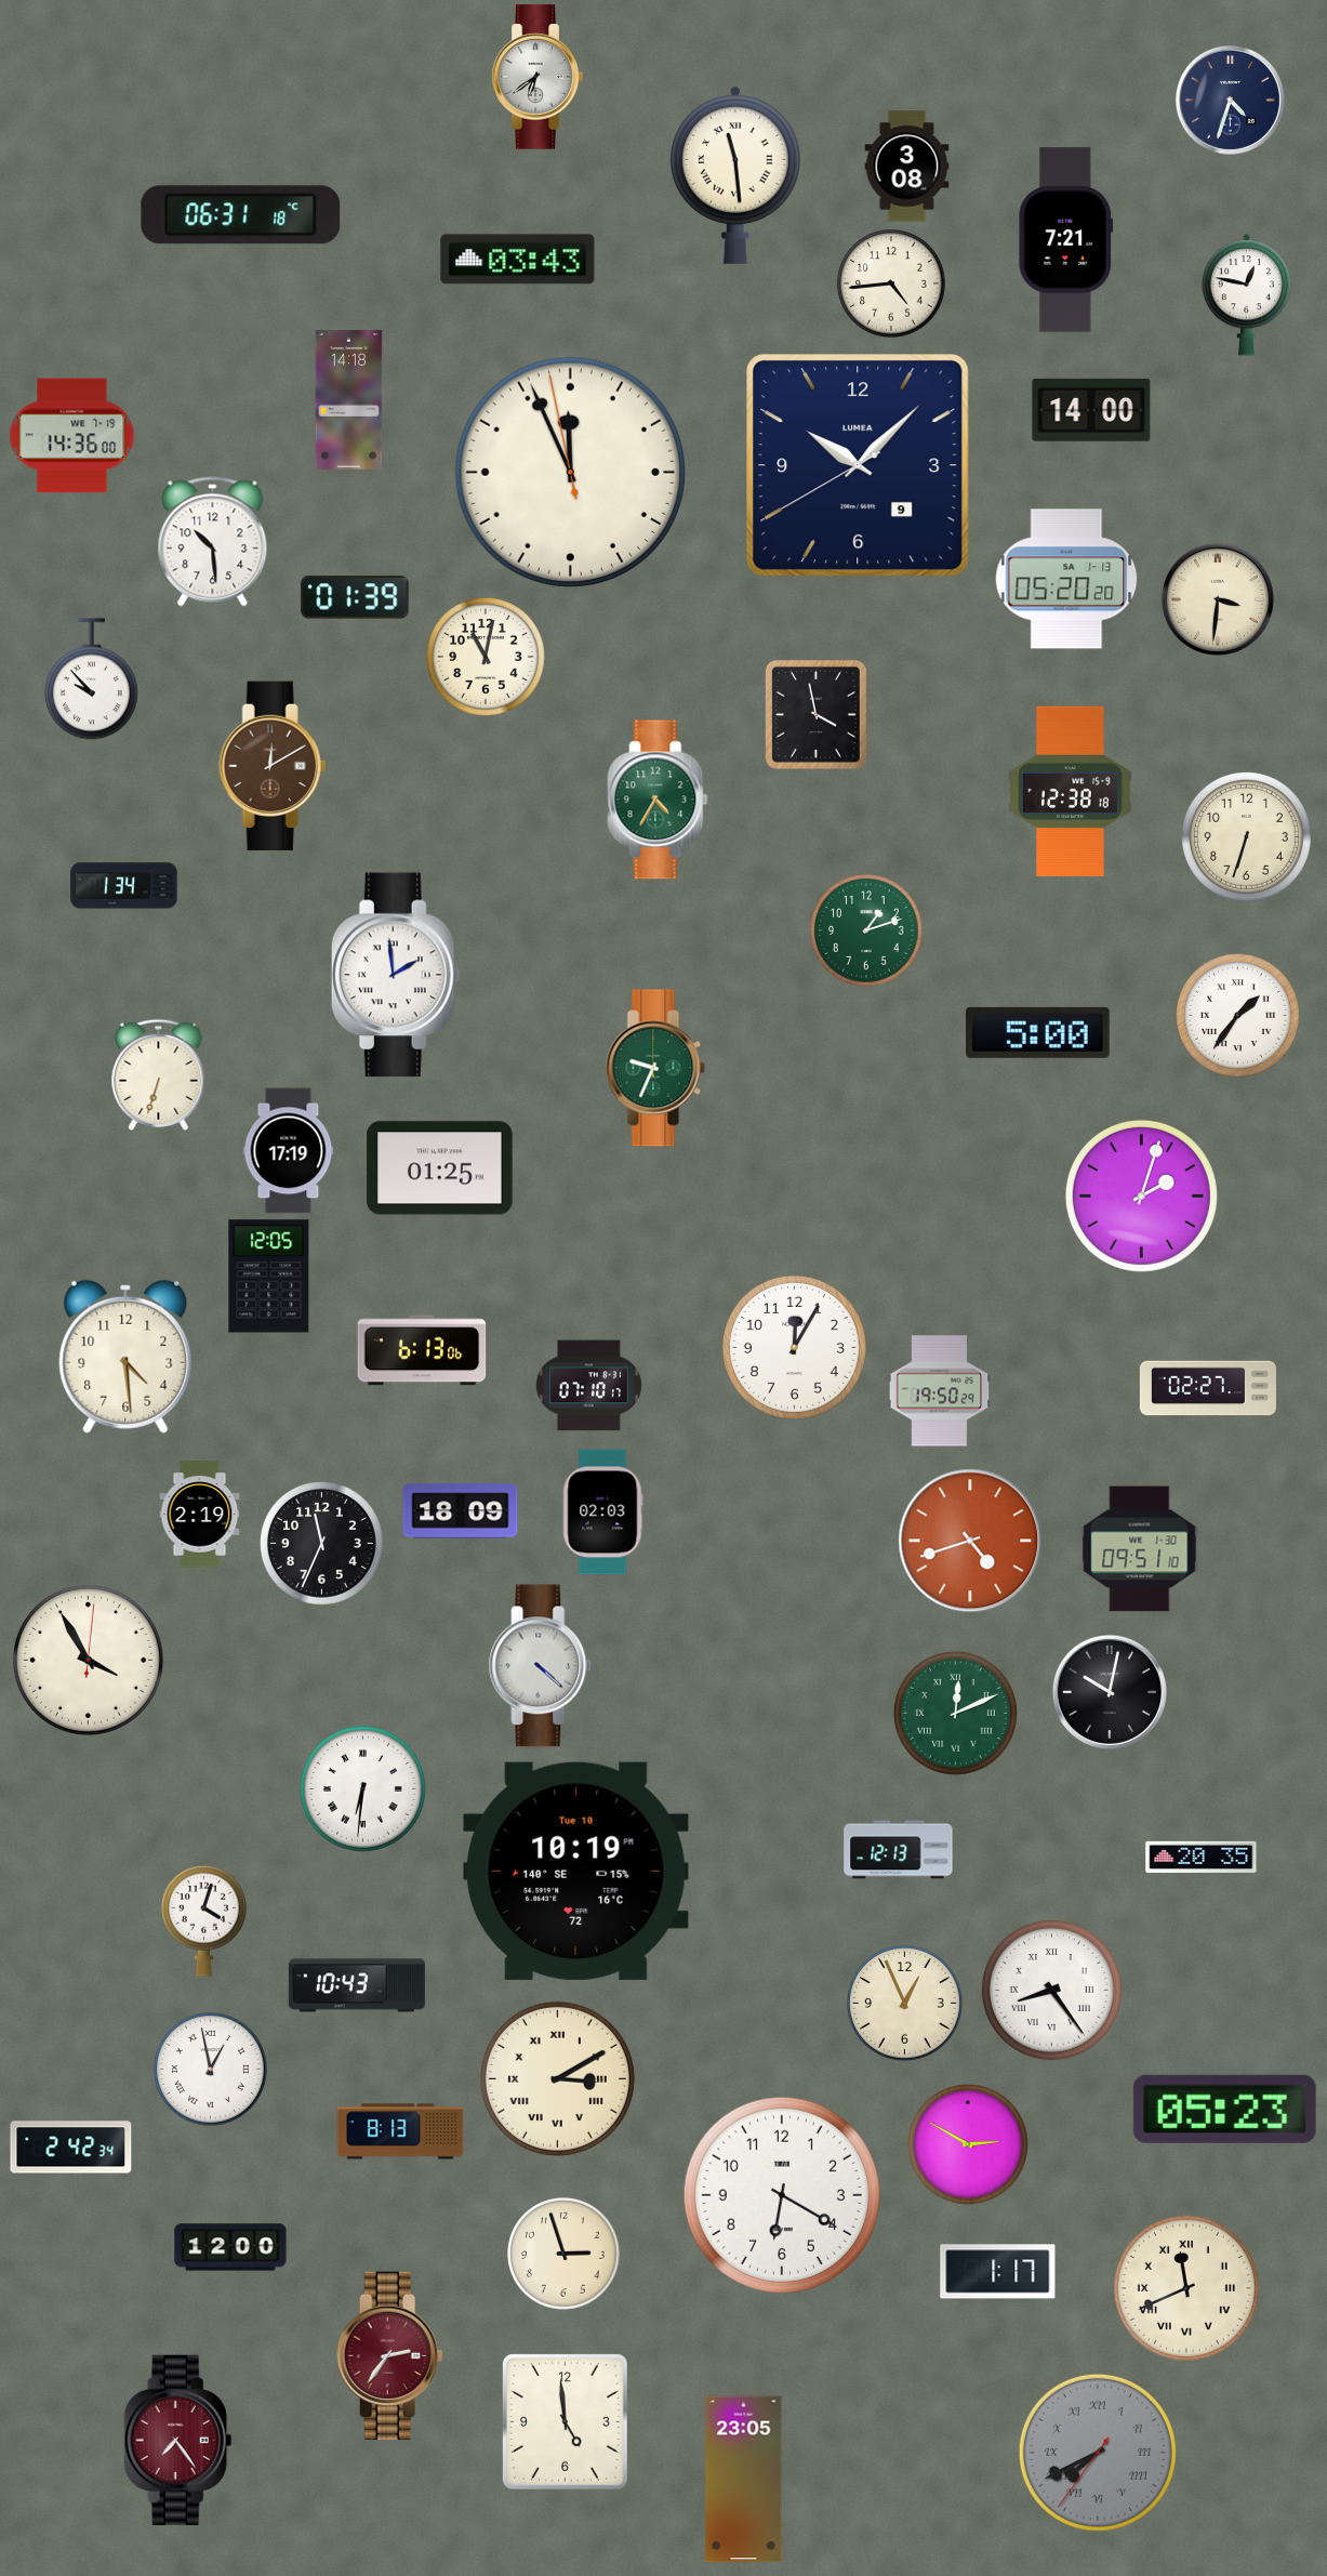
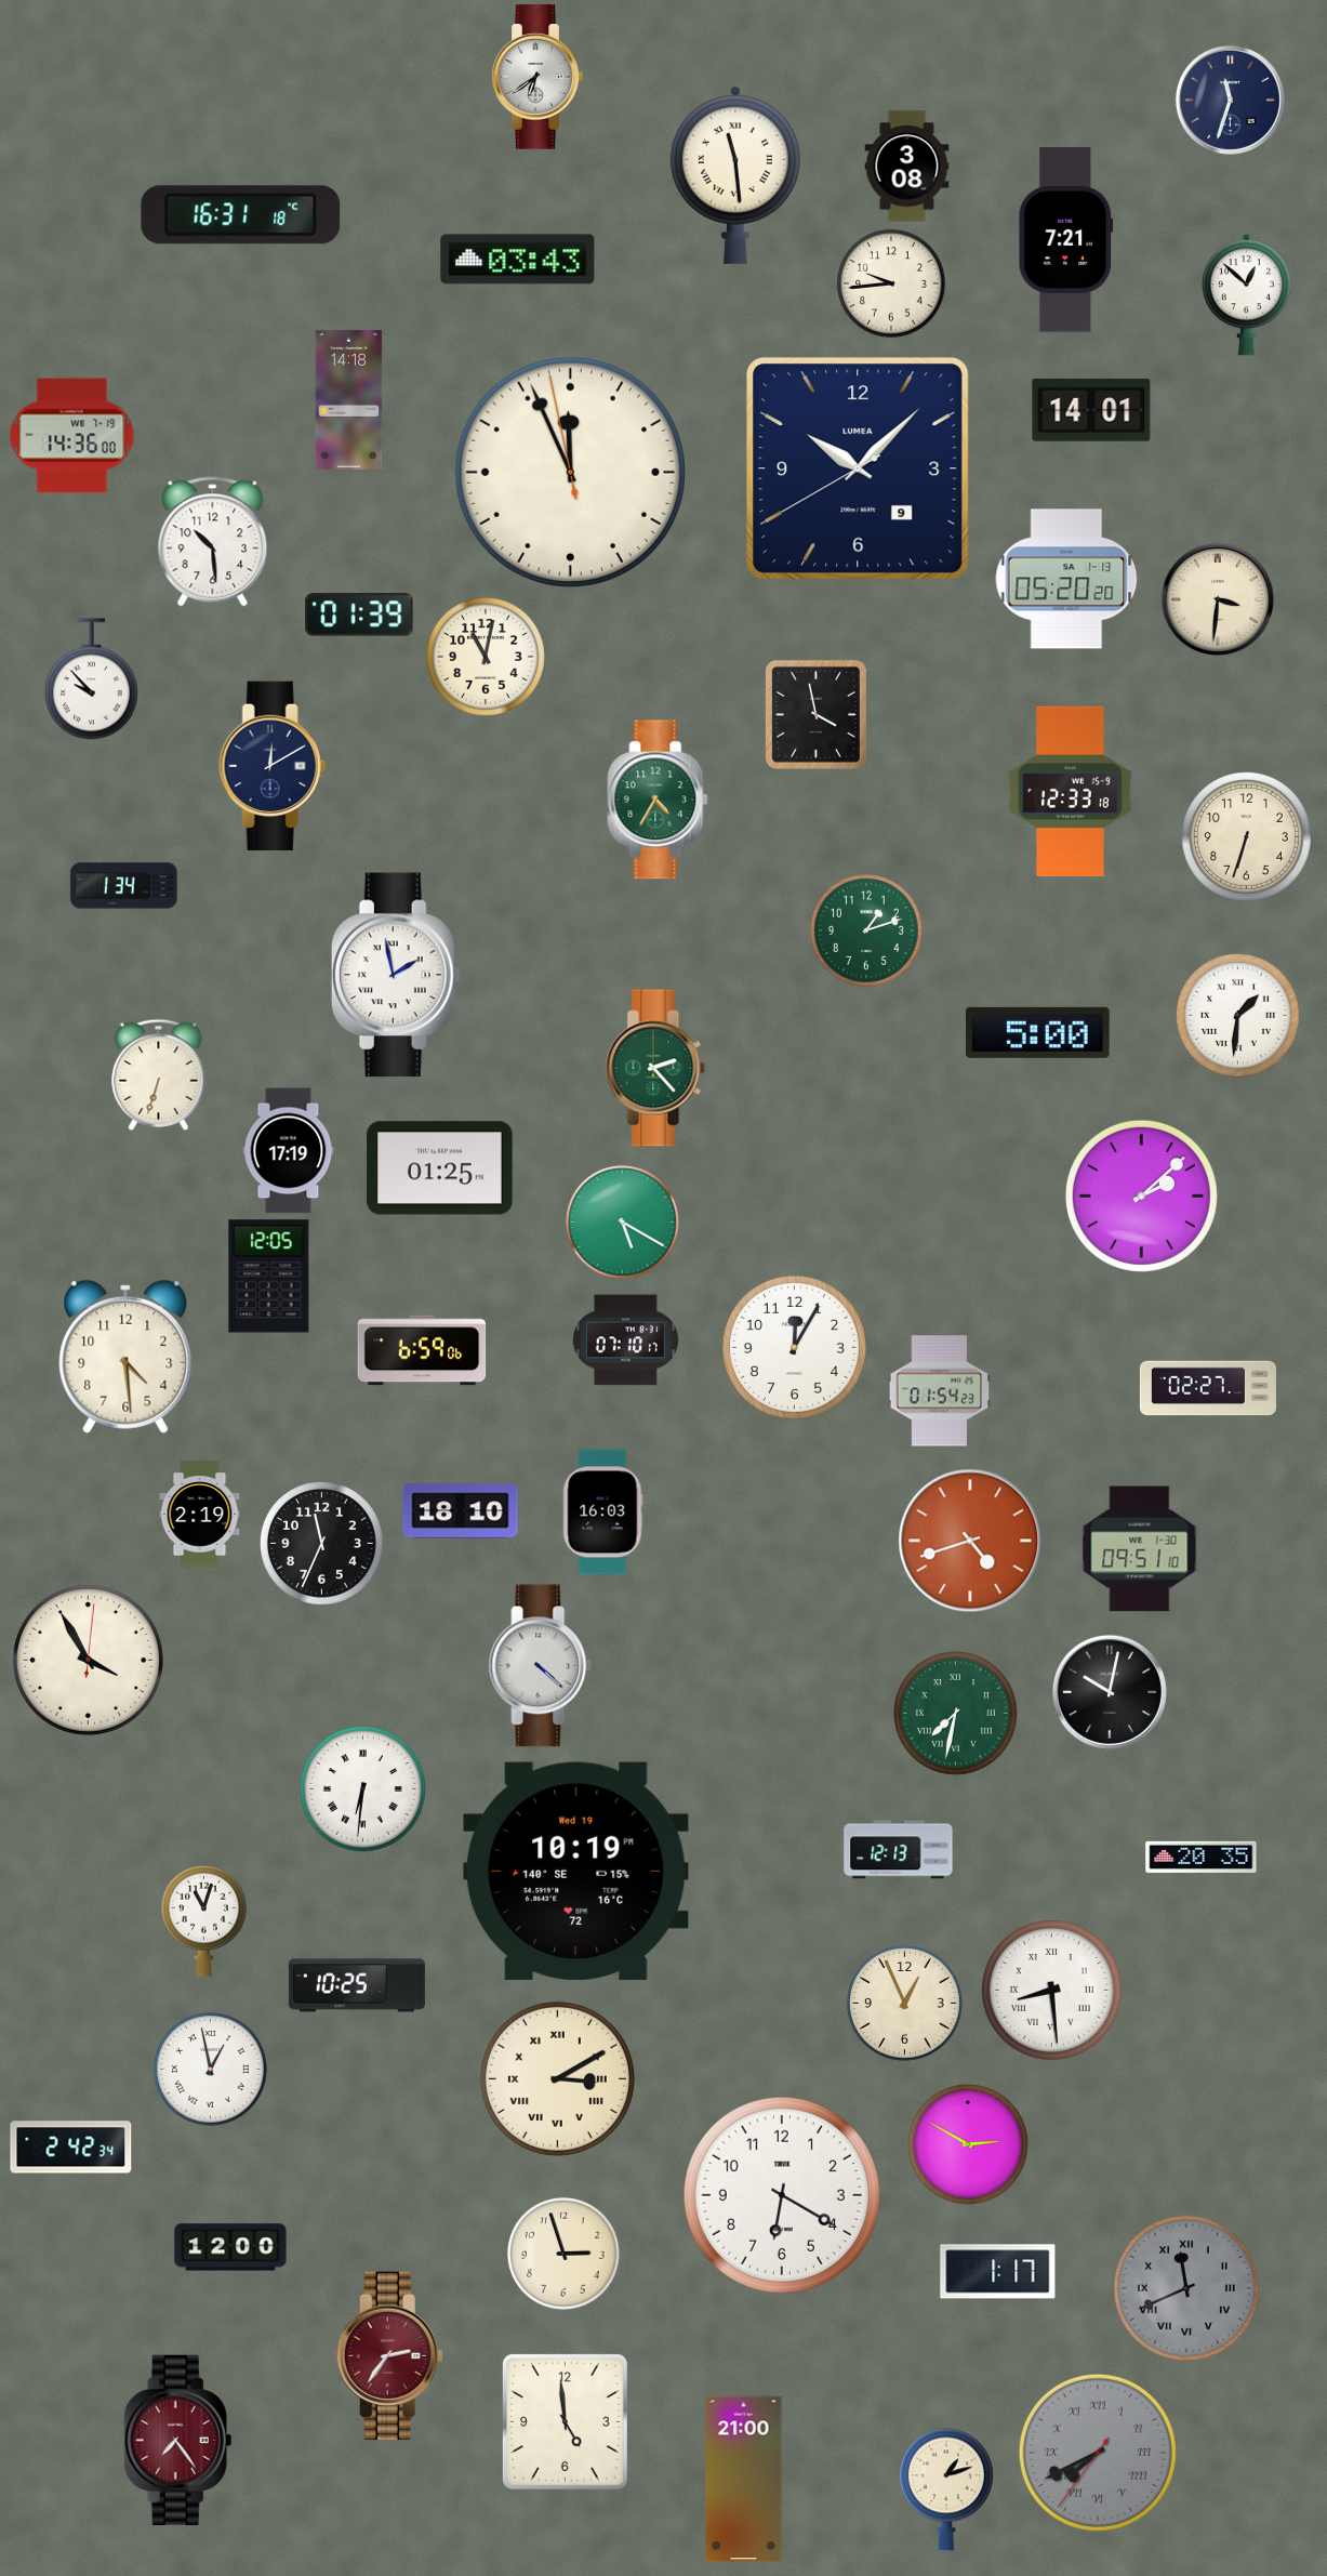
clock at (1230, 100): 4:33 -> 11:33
clock at (241, 215): 06:31 -> 16:31
clock at (891, 283): 4:44 -> 9:44
clock at (1246, 295): 12:47 -> 12:52
clock at (1091, 410): 14:00 -> 14:01
clock at (858, 465) position: (858, 465) -> (858, 468)
clock at (355, 597) position: (355, 597) -> (359, 615)
clock at (273, 766) dial: brown -> navy
clock at (1071, 792): 12:38 -> 12:33
clock at (396, 975): 1:59 -> 1:58
clock at (1238, 1016): 1:36 -> 1:31
clock at (655, 1068): 9:34 -> 2:23
clock at (1141, 1195): 2:03 -> 2:08
clock at (623, 1223): none -> 5:20
clock at (422, 1350): 6:13 -> 6:59
clock at (588, 1386) position: (588, 1386) -> (625, 1340)
clock at (940, 1391): 19:50 -> 01:54
clock at (461, 1511): 18:09 -> 18:10
clock at (602, 1512): 02:03 -> 16:03
clock at (956, 1714): 12:11 -> 7:32
clock at (576, 1871) date: Tue 10 -> Wed 19
clock at (204, 1920): 4:03 -> 11:03
clock at (357, 1985): 10:43 -> 10:25
clock at (1051, 1990): 8:24 -> 8:29
clock at (1224, 2109): 05:23 -> none
clock at (400, 2131): 8:13 -> none
clock at (1186, 2288) dial: cream -> grey
clock at (744, 2480): 23:05 -> 21:00
clock at (946, 2489): none -> 1:12
